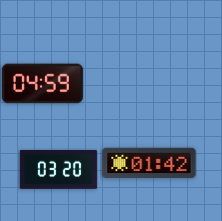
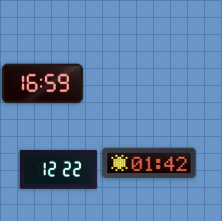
clock at (42, 84): 04:59 -> 16:59
clock at (58, 169): 03:20 -> 12:22
